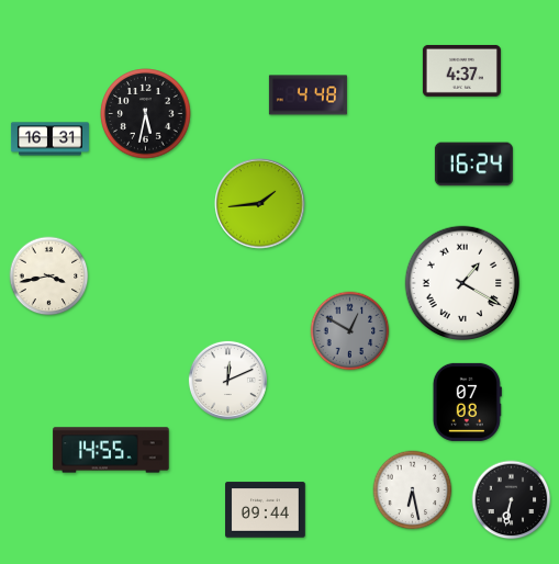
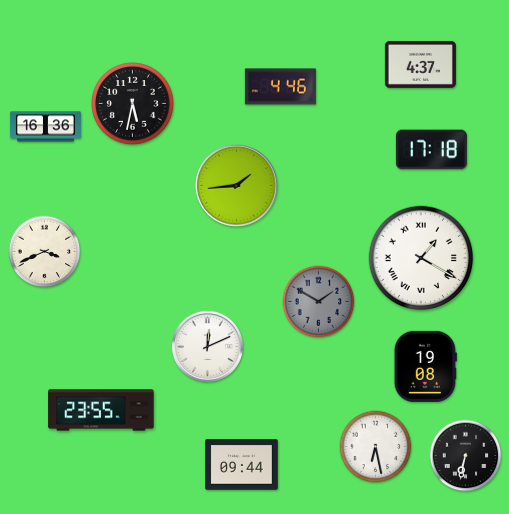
clock at (308, 95): 4:48 -> 4:46
clock at (49, 139): 16:31 -> 16:36
clock at (473, 165): 16:24 -> 17:18
clock at (49, 277): 3:43 -> 3:41
clock at (350, 331): 12:50 -> 1:50
clock at (467, 402): 07:08 -> 19:08
clock at (111, 450): 14:55 -> 23:55
